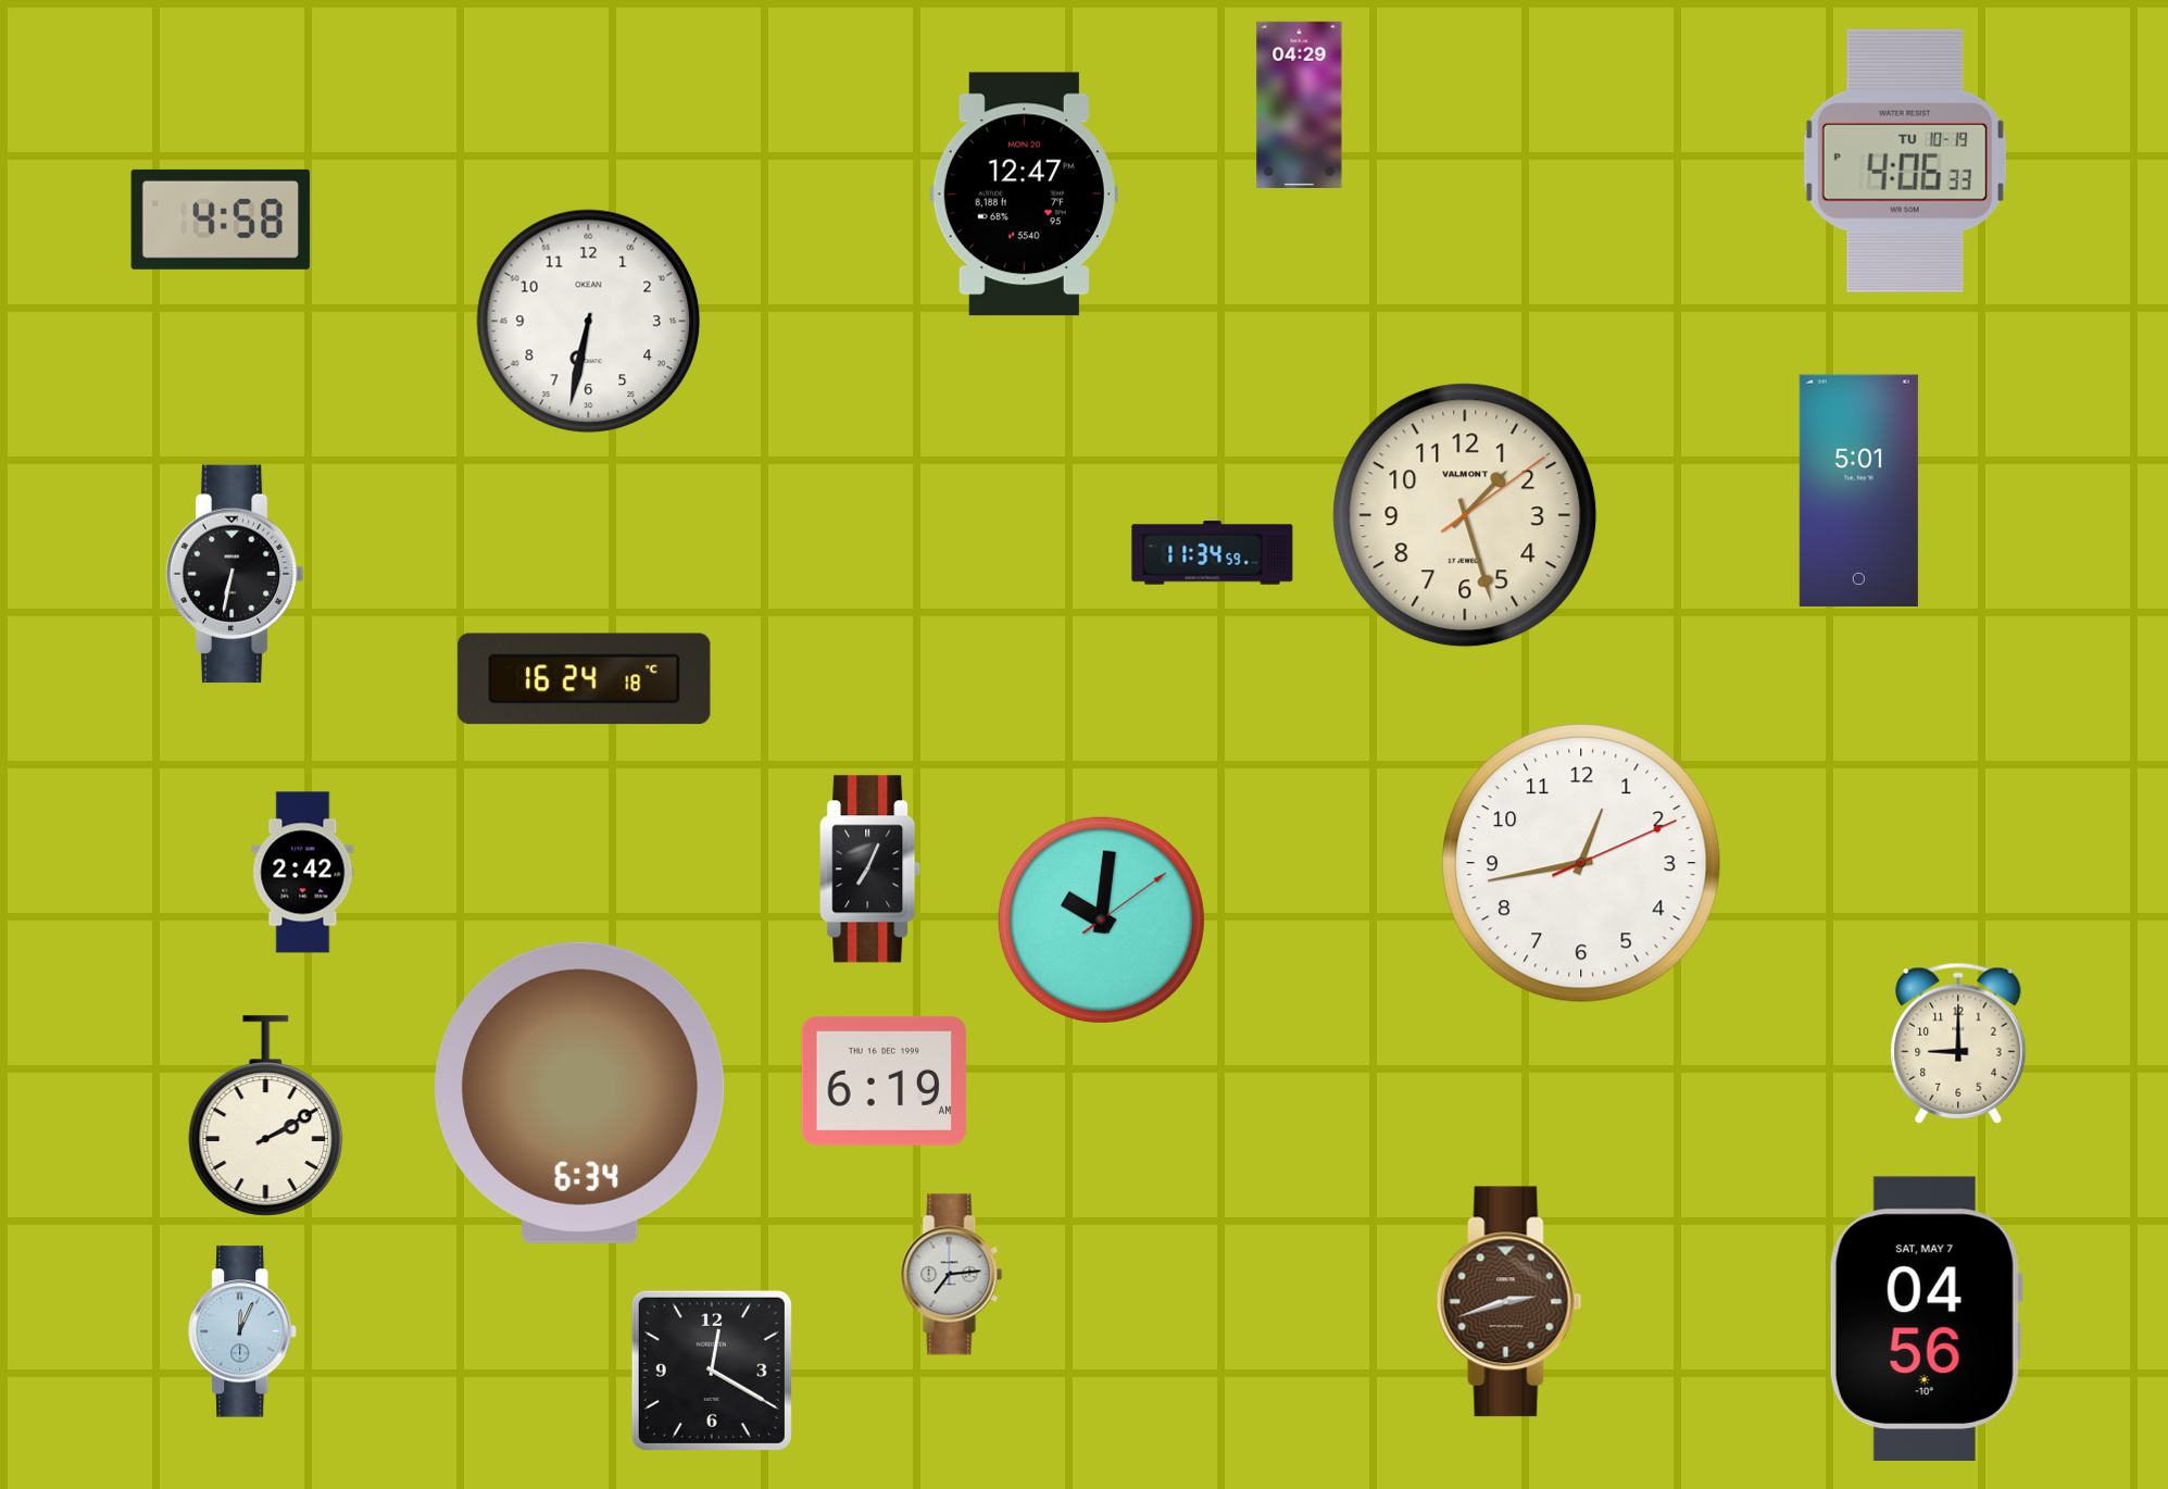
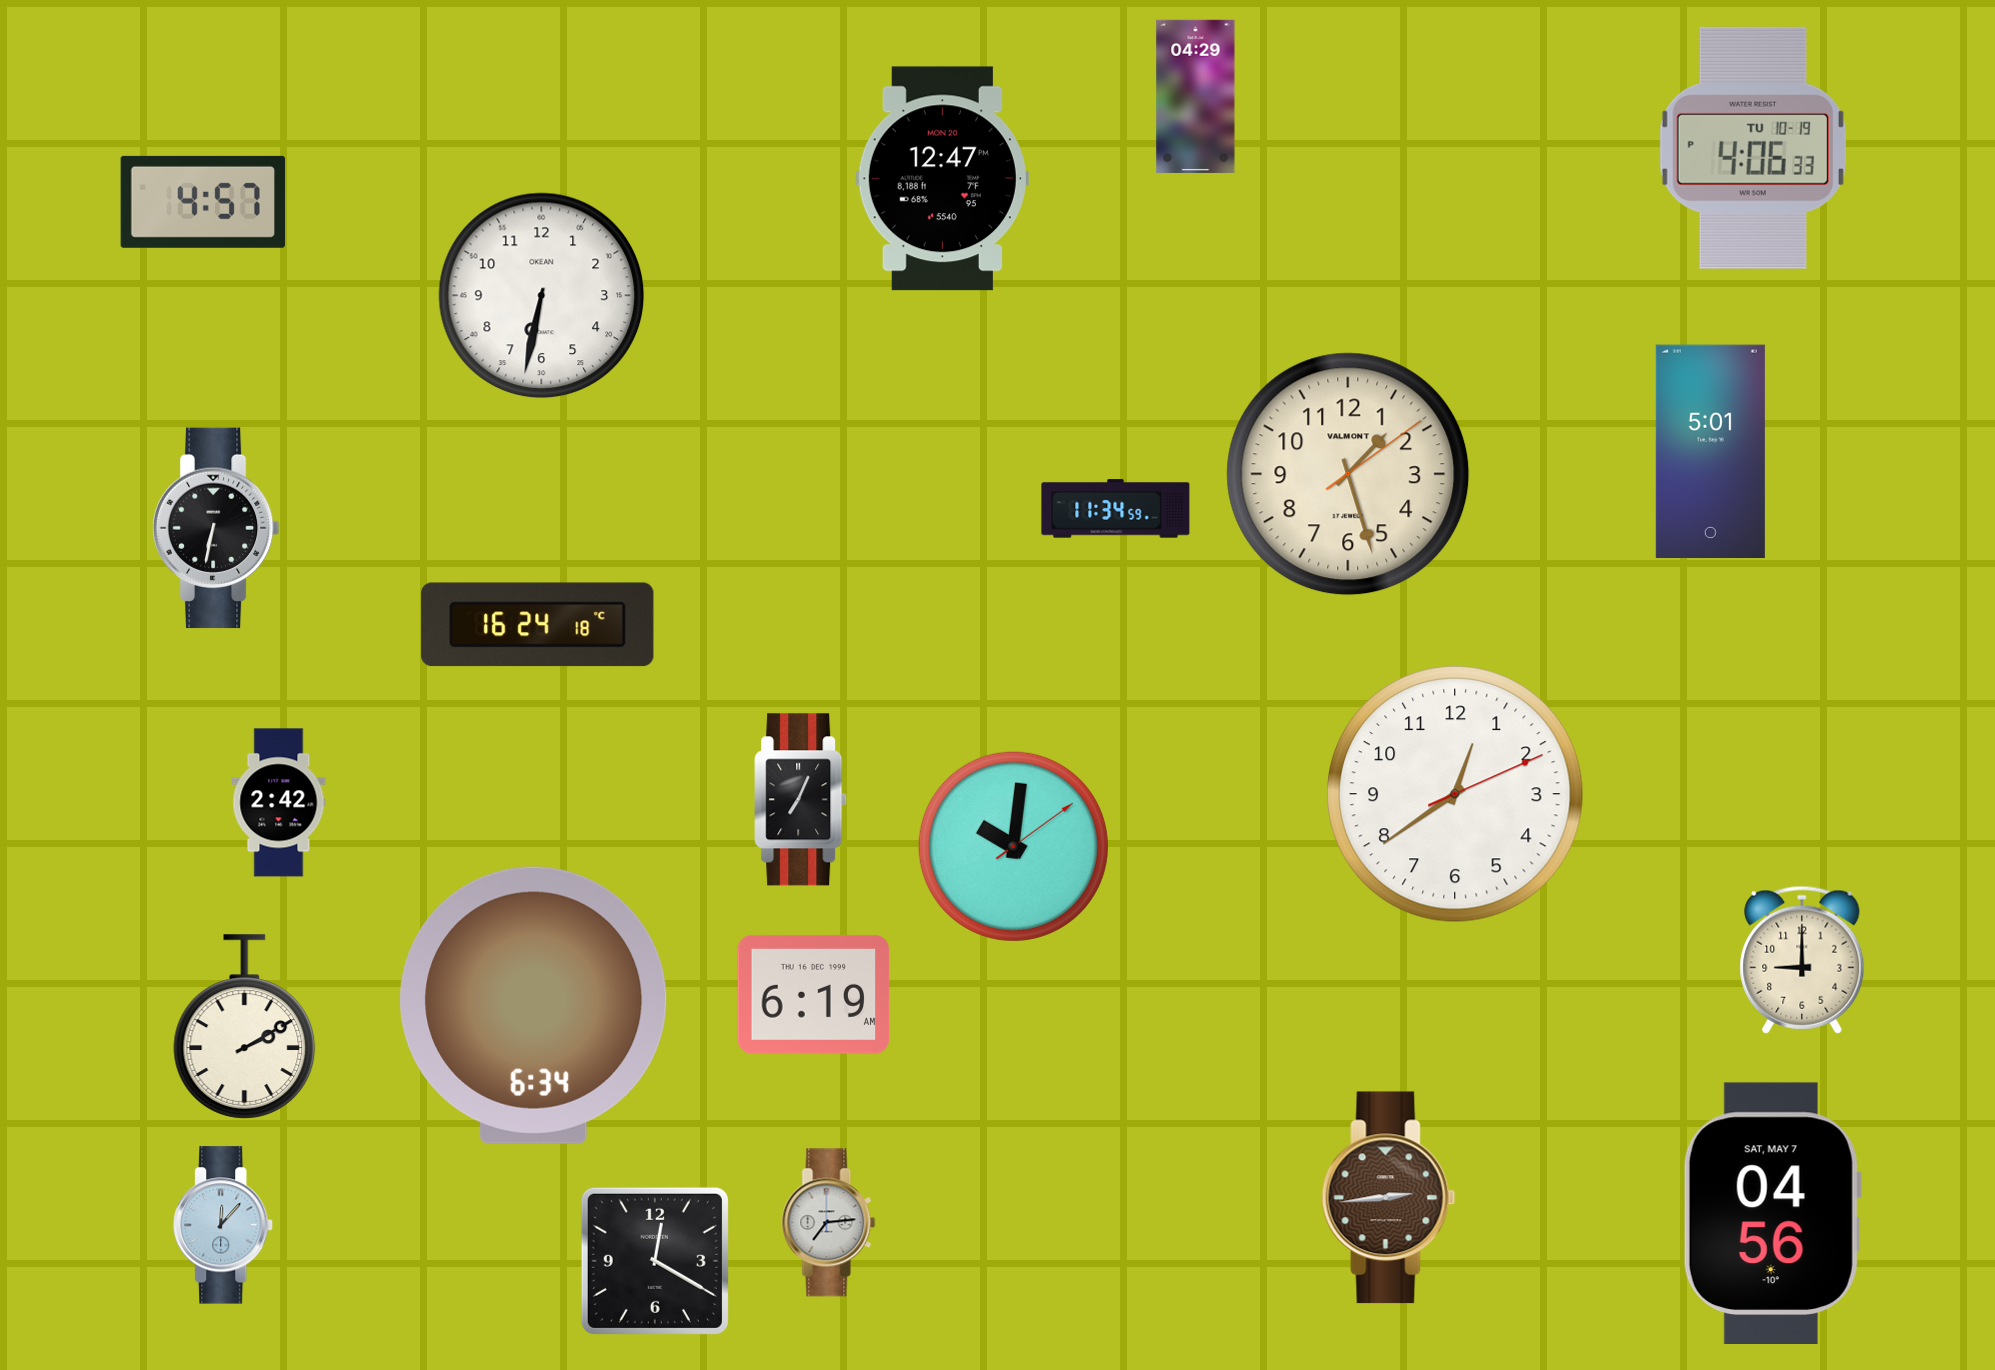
clock at (220, 220): 4:58 -> 4:57
clock at (1582, 864): 12:43 -> 12:39
clock at (952, 1275) position: (952, 1275) -> (829, 1223)
clock at (1509, 1302): 2:42 -> 2:44
clock at (243, 1331): 12:04 -> 12:07
